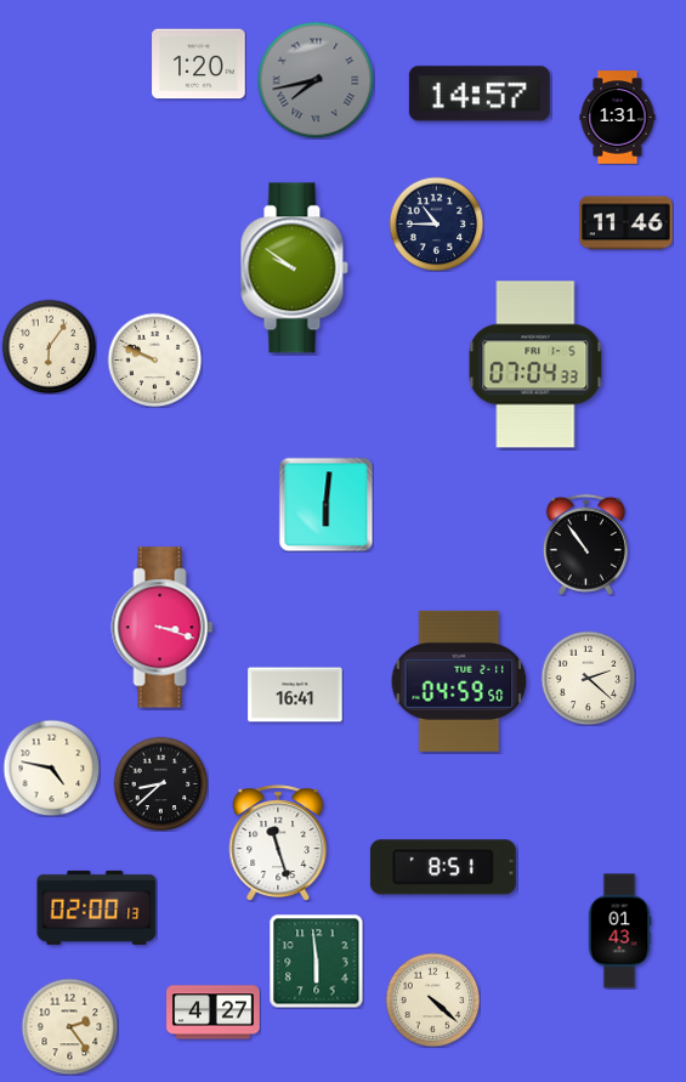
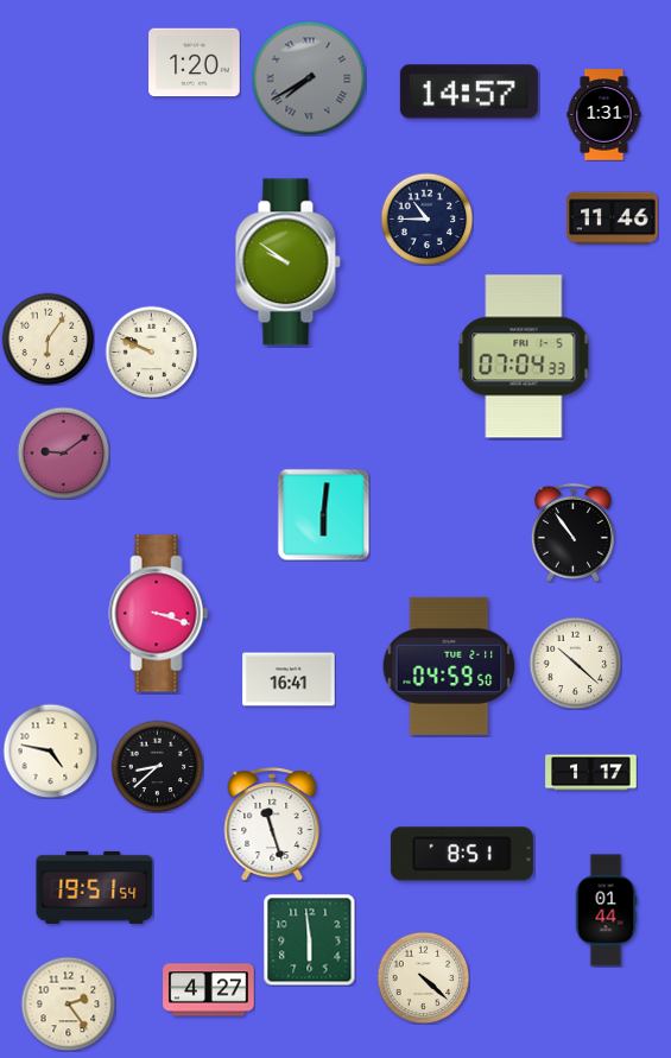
clock at (316, 80): 7:43 -> 7:40
clock at (63, 452): none -> 9:09
clock at (325, 504) position: (325, 504) -> (323, 514)
clock at (588, 678): 2:22 -> 10:22
clock at (591, 773): none -> 1:17
clock at (443, 867) position: (443, 867) -> (462, 854)
clock at (97, 907): 02:00 -> 19:51
clock at (619, 931): 01:43 -> 01:44
